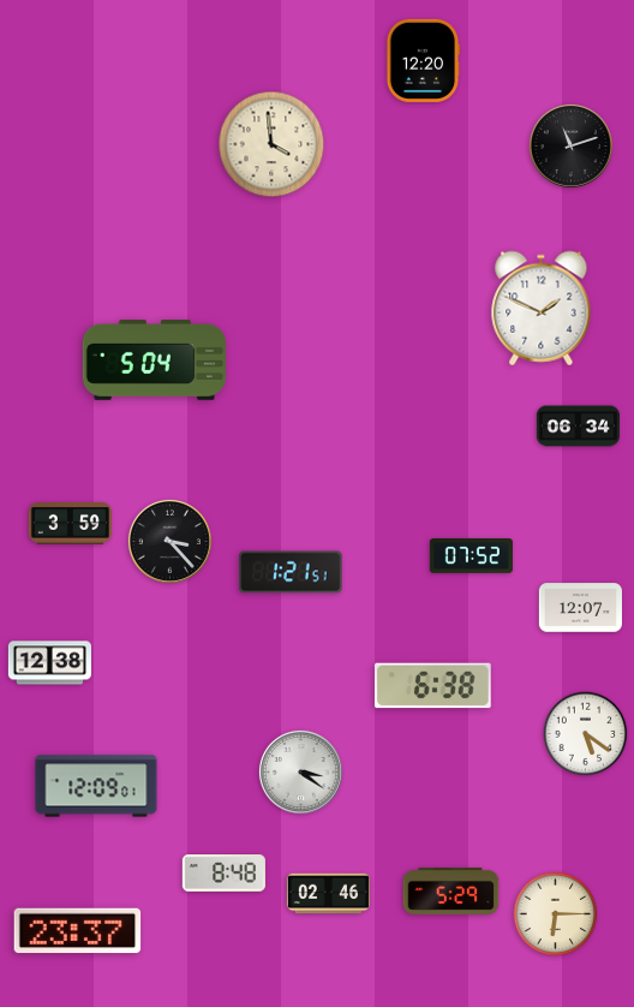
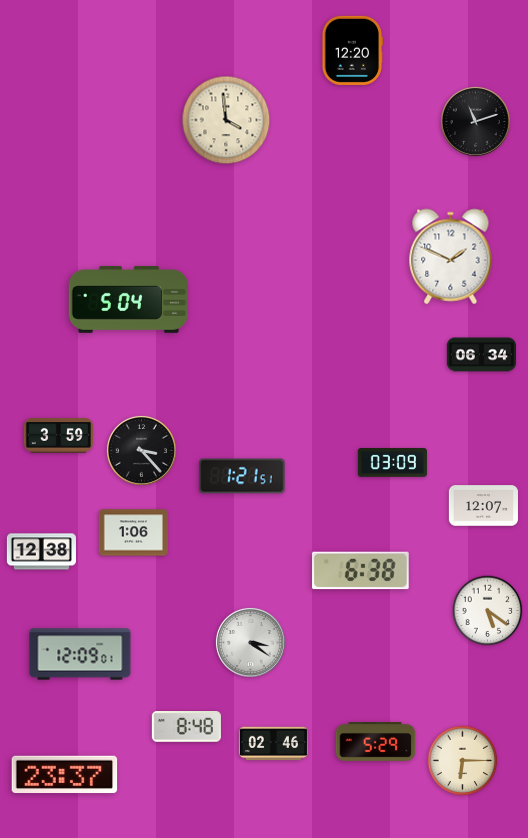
clock at (471, 556): 07:52 -> 03:09
clock at (133, 533): none -> 1:06
